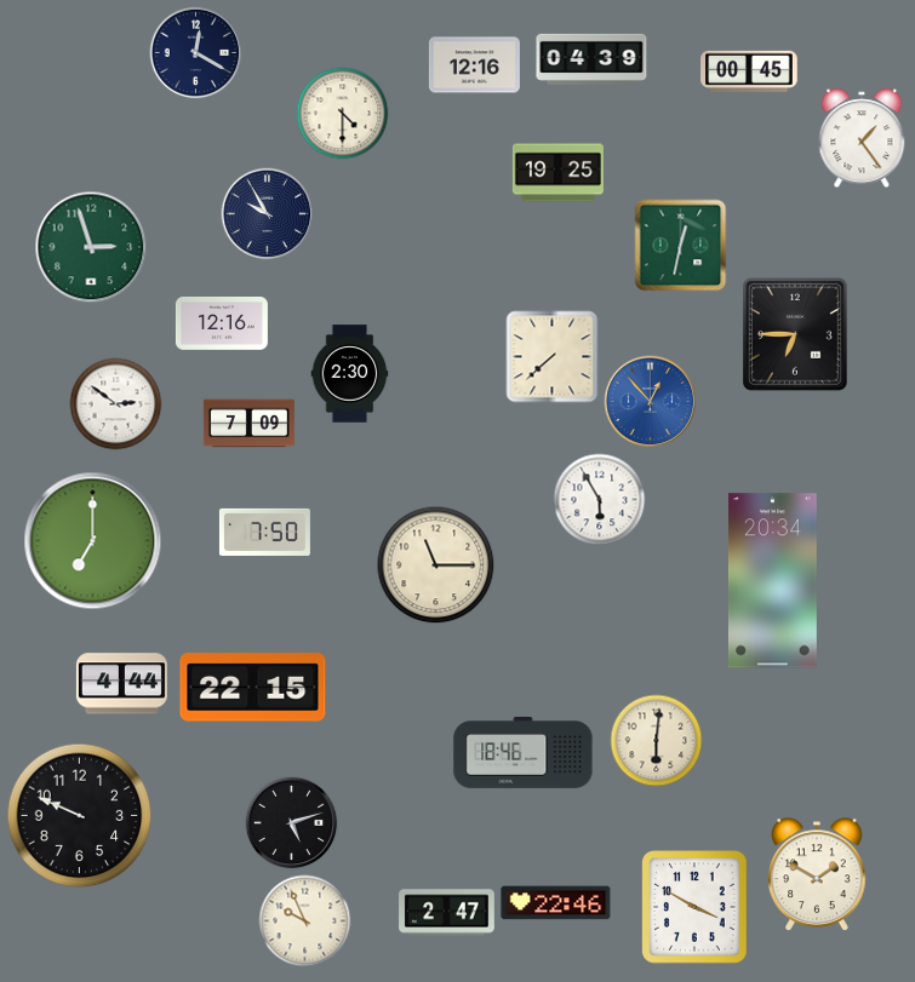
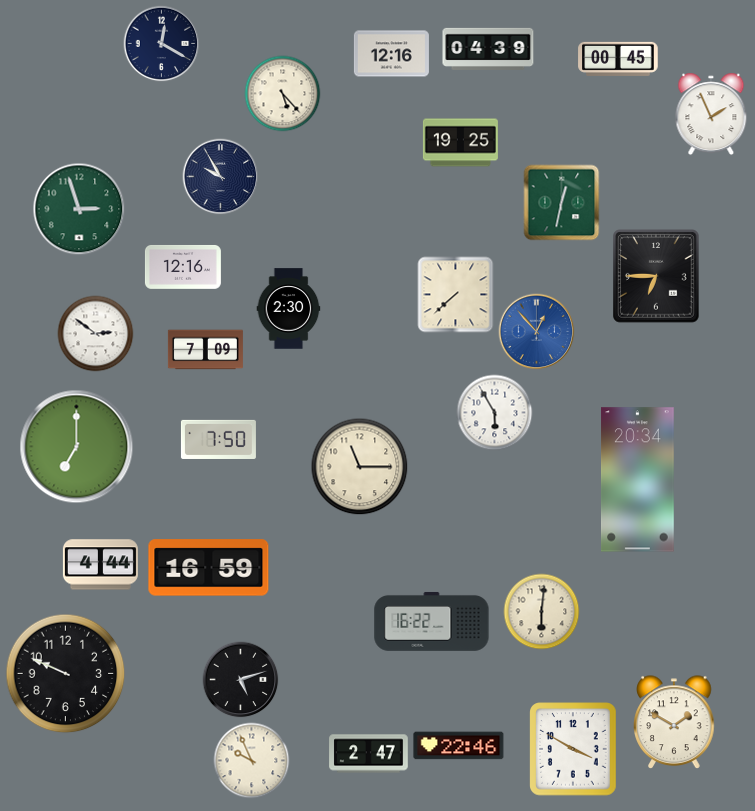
clock at (343, 114): 4:30 -> 5:23
clock at (862, 138): 1:24 -> 1:56
clock at (91, 247) position: (91, 247) -> (79, 209)
clock at (253, 688): 22:15 -> 16:59
clock at (524, 752): 18:46 -> 16:22
